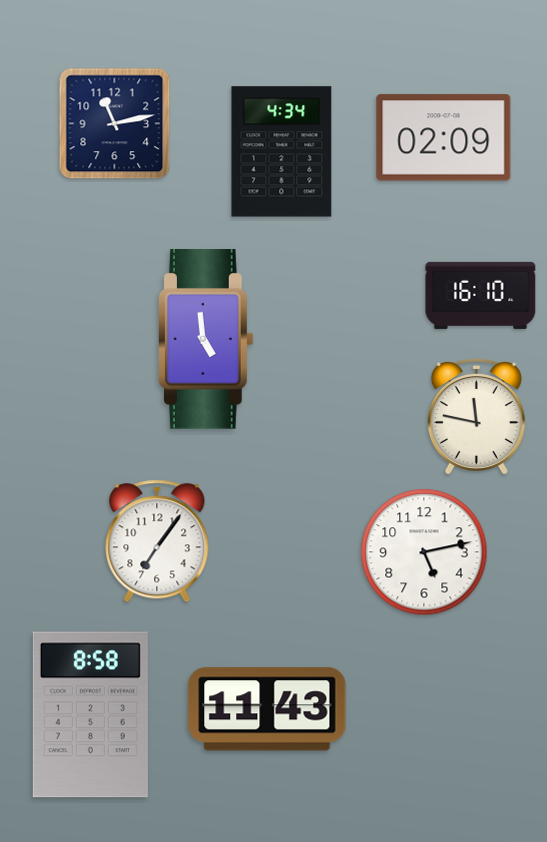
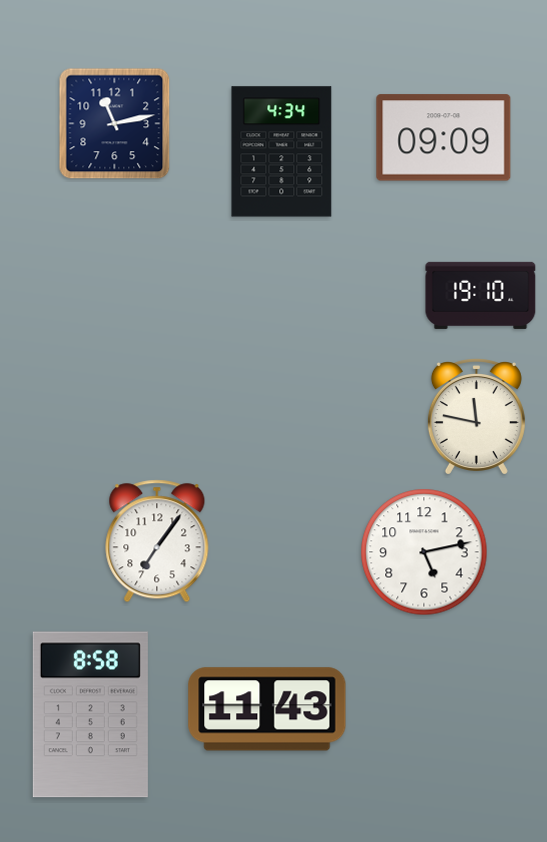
clock at (444, 138): 02:09 -> 09:09
clock at (481, 295): 16:10 -> 19:10
clock at (206, 340): 4:59 -> none
